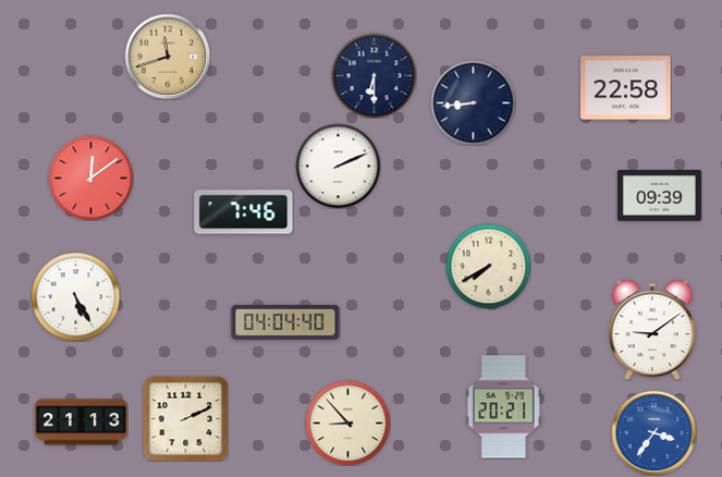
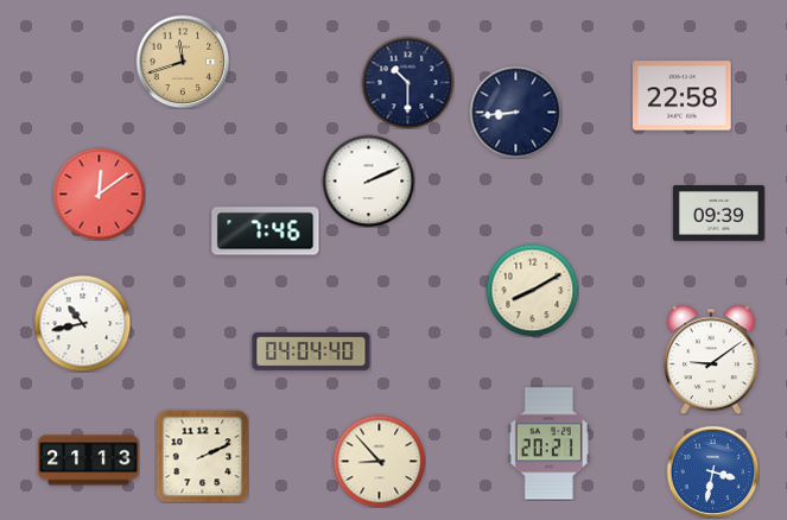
clock at (374, 75): 6:30 -> 10:30
clock at (488, 266): 7:40 -> 8:10
clock at (75, 296): 5:25 -> 10:43
clock at (653, 432): 3:36 -> 3:32
